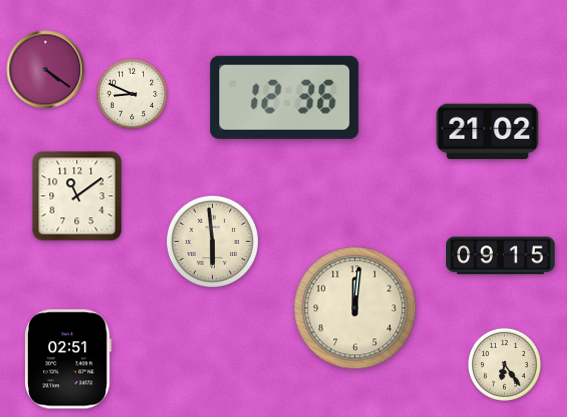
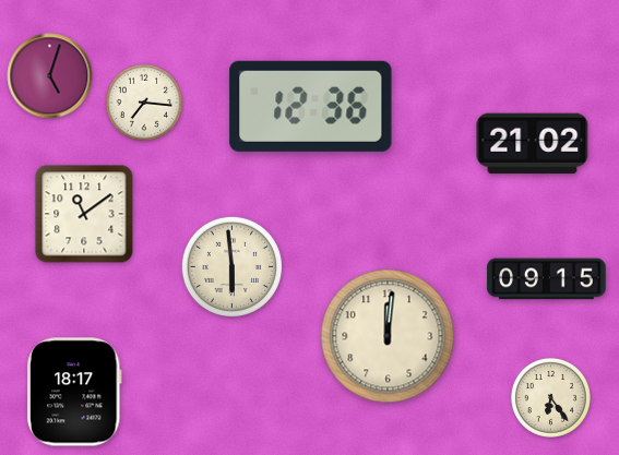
clock at (46, 70): 4:21 -> 5:03
clock at (132, 94): 8:49 -> 7:16
clock at (212, 241) position: (212, 241) -> (231, 266)
clock at (69, 359): 02:51 -> 18:17
